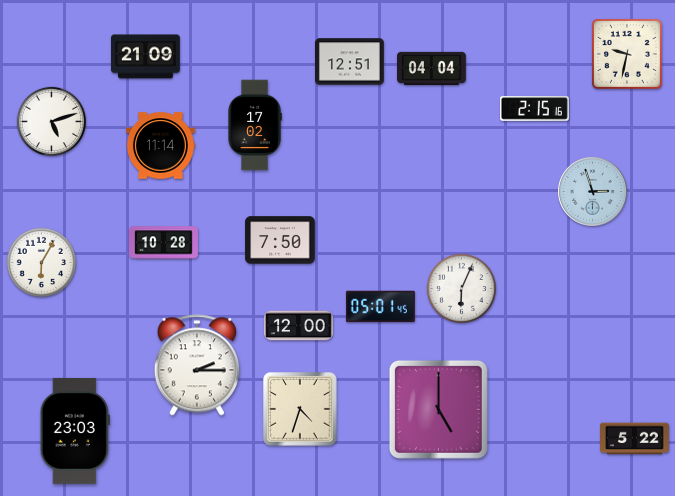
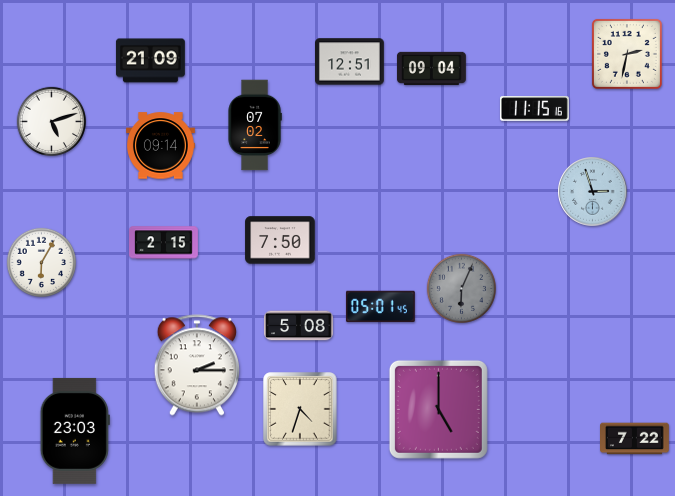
clock at (627, 54): 9:32 -> 2:32
clock at (145, 57) position: (145, 57) -> (150, 61)
clock at (431, 68): 04:04 -> 09:04
clock at (535, 109): 2:15 -> 11:15
clock at (255, 125): 17:02 -> 07:02
clock at (161, 146): 11:14 -> 09:14
clock at (164, 243): 10:28 -> 2:15
clock at (461, 288) dial: white -> grey
clock at (299, 326): 12:00 -> 5:08
clock at (635, 439): 5:22 -> 7:22
